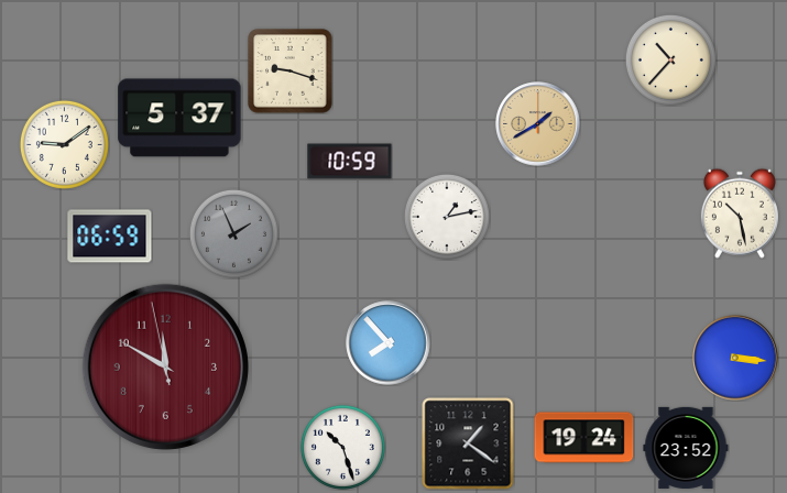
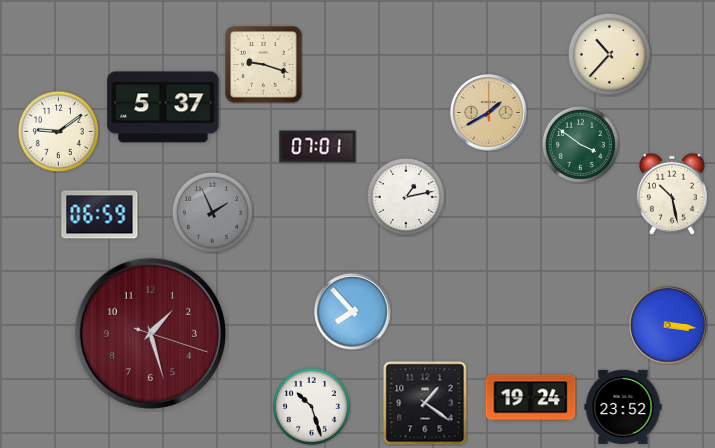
clock at (580, 144): none -> 3:51
clock at (350, 162): 10:59 -> 07:01
clock at (165, 366): 11:49 -> 1:27
